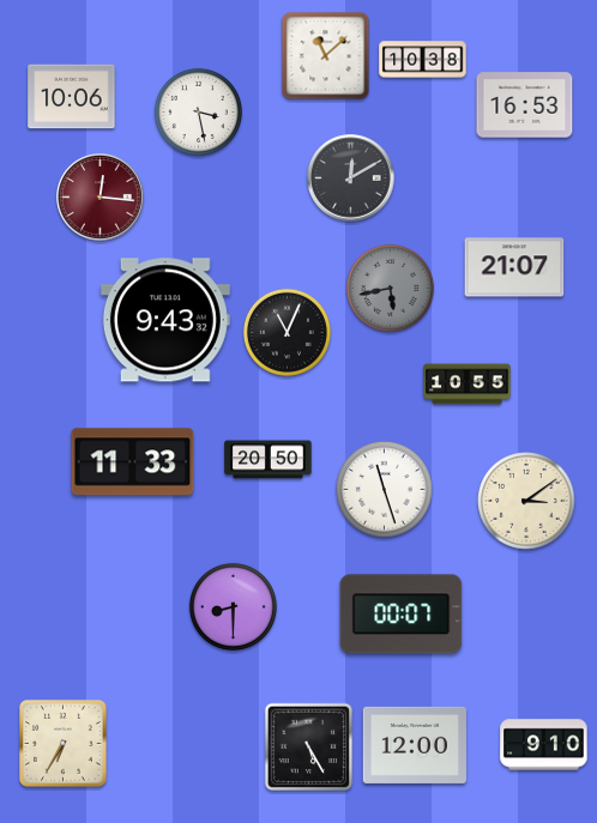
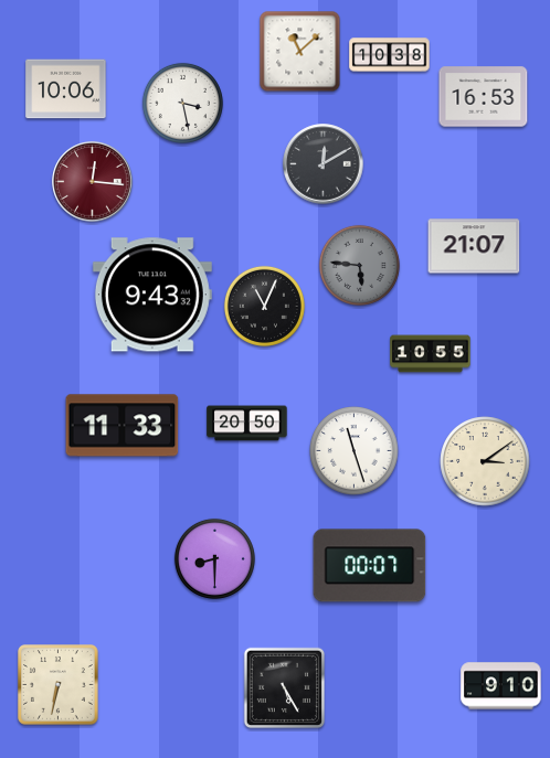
clock at (390, 288): 5:43 -> 5:46
clock at (64, 744): 6:35 -> 6:32
clock at (415, 745): 12:00 -> none
